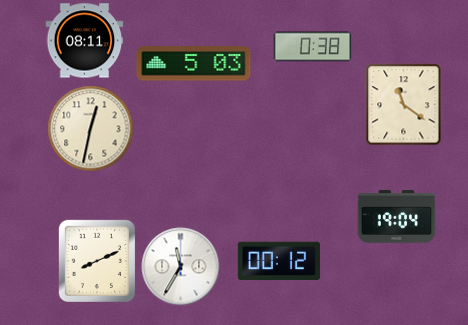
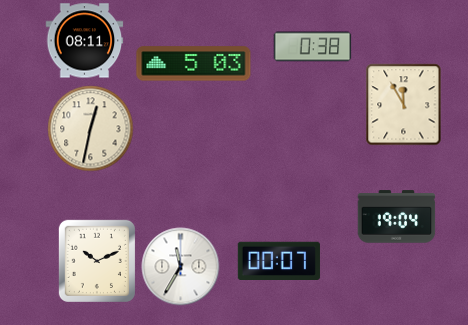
clock at (404, 104): 11:21 -> 11:55
clock at (97, 261): 8:11 -> 10:11
clock at (279, 261): 00:12 -> 00:07
